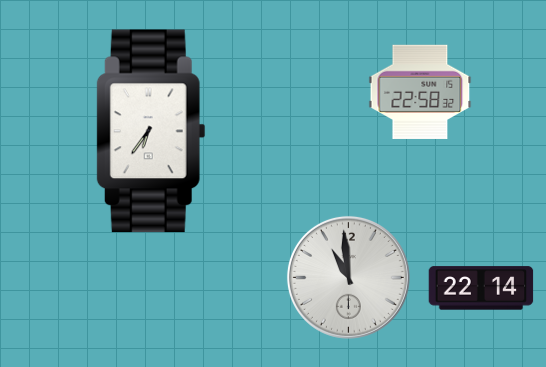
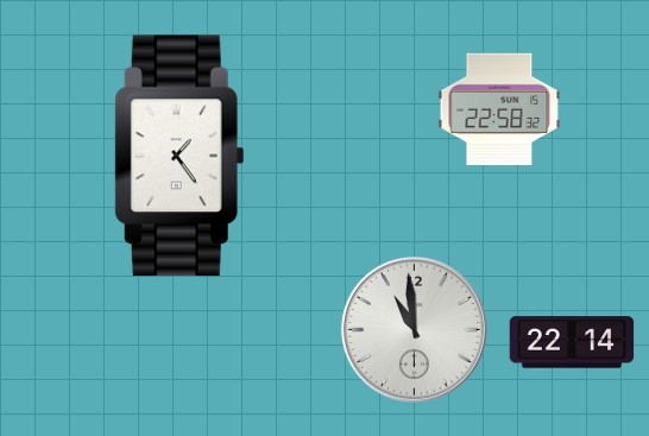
clock at (151, 131): 6:36 -> 1:24
